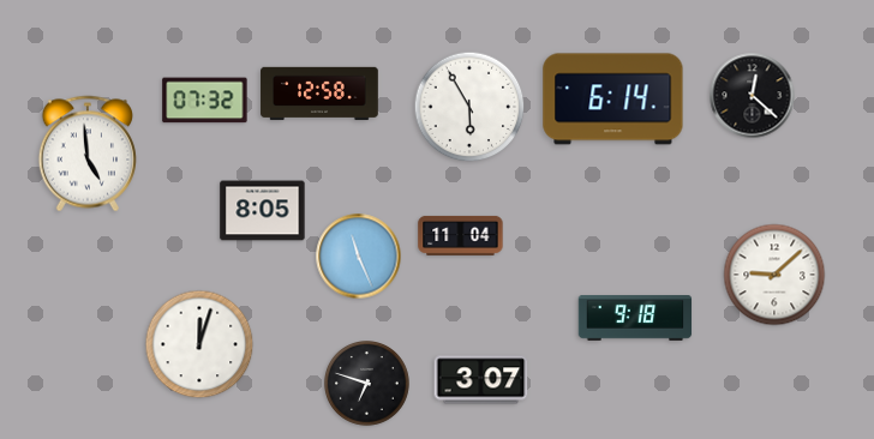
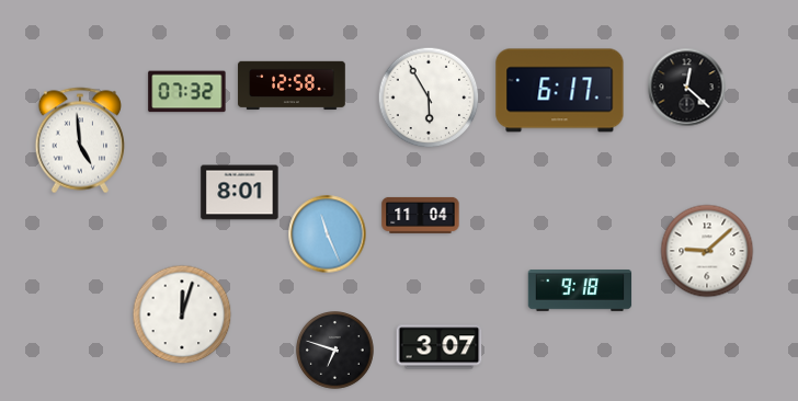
clock at (613, 100): 6:14 -> 6:17
clock at (263, 211): 8:05 -> 8:01
